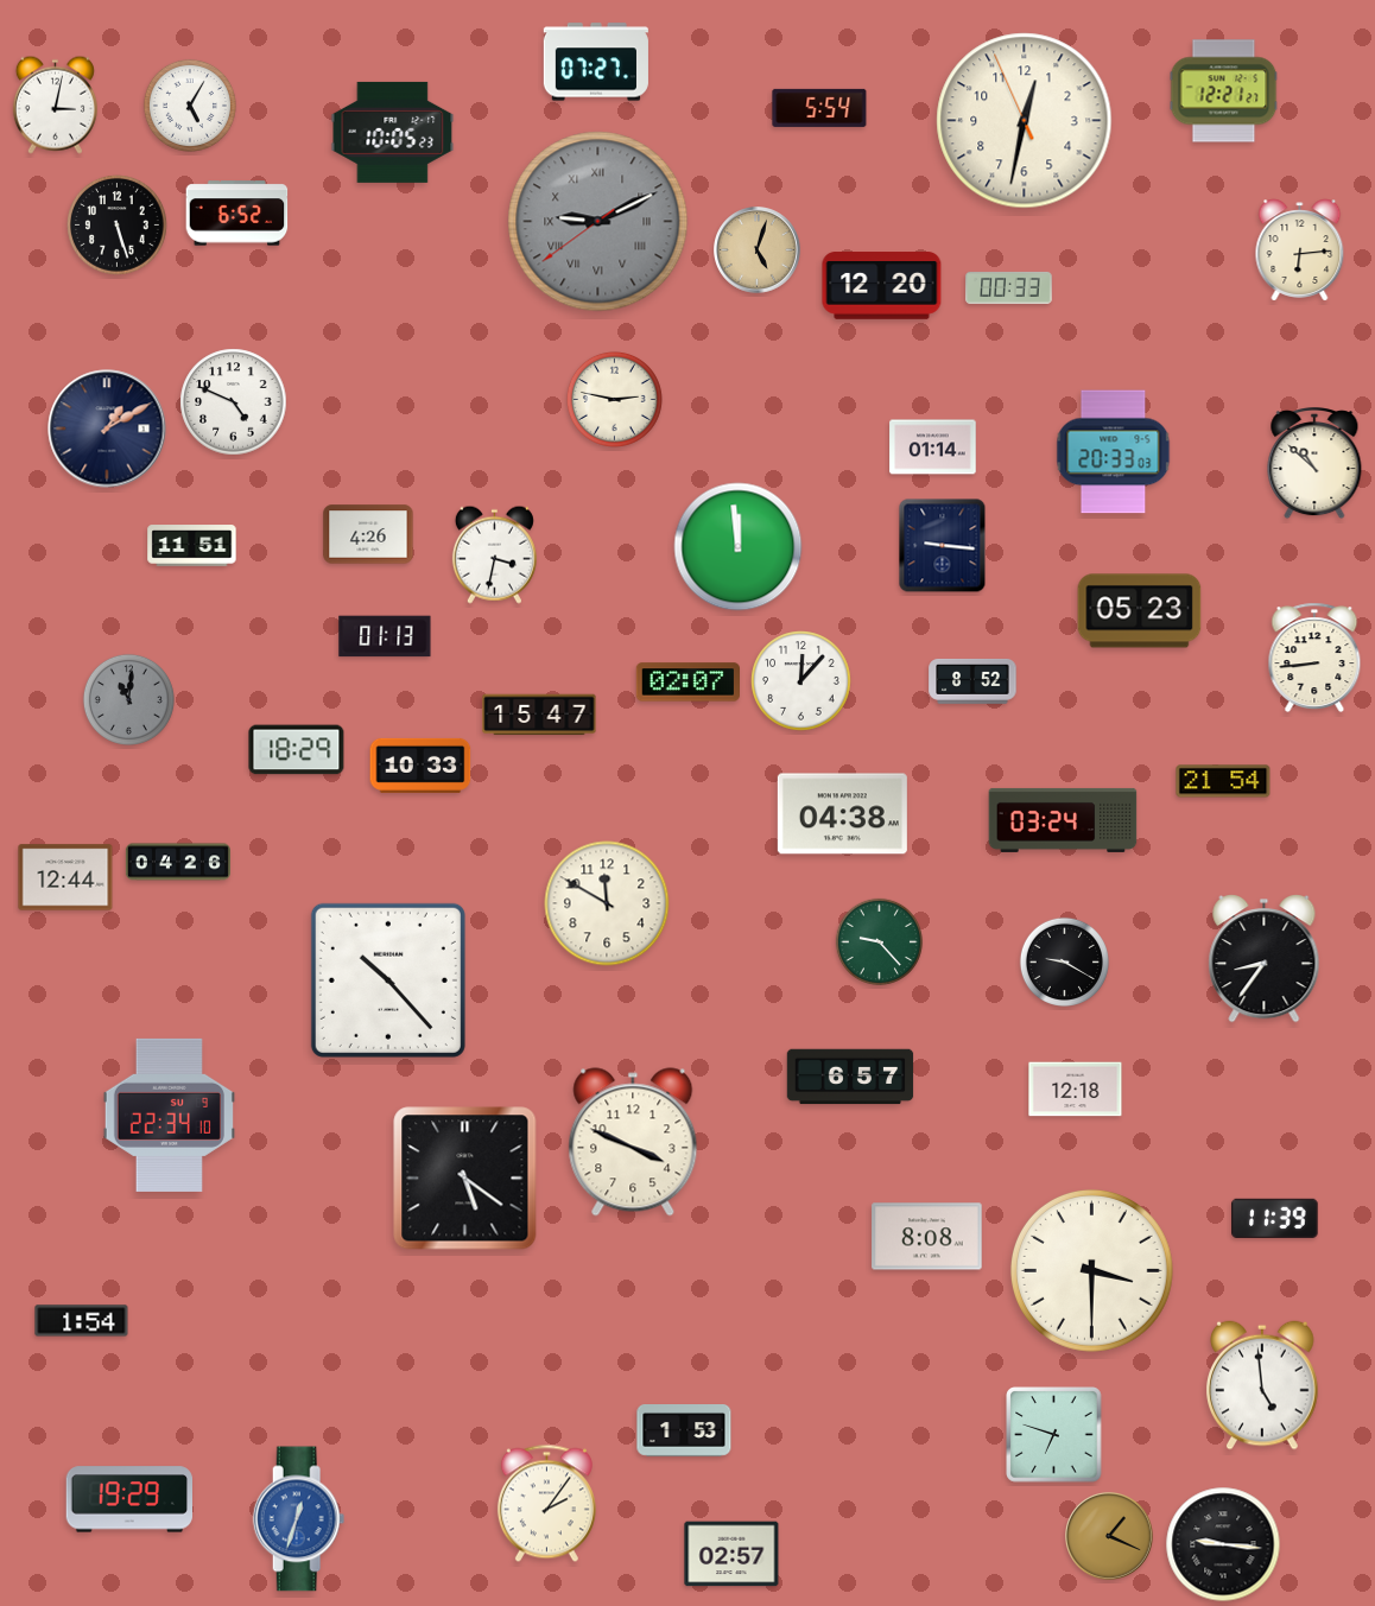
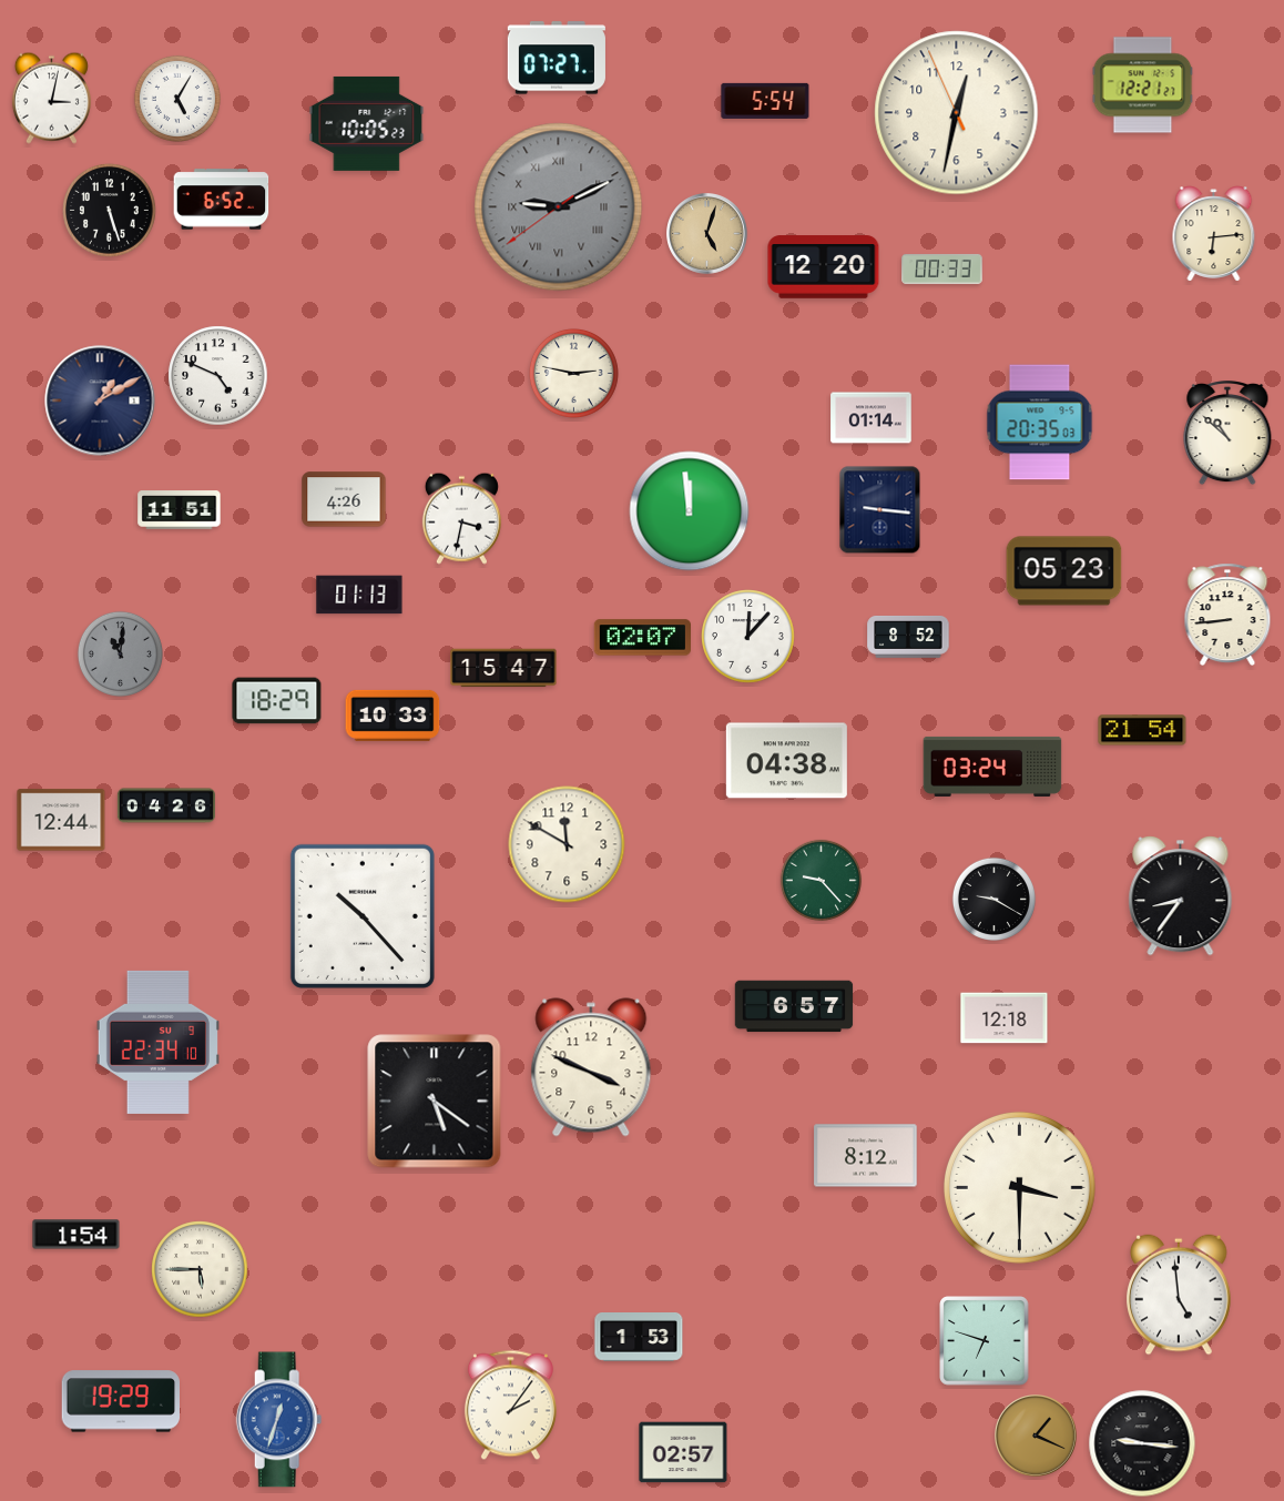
clock at (1114, 452): 20:33 -> 20:35
clock at (1275, 1218): 11:39 -> none
clock at (927, 1237): 8:08 -> 8:12
clock at (200, 1269): none -> 5:45
